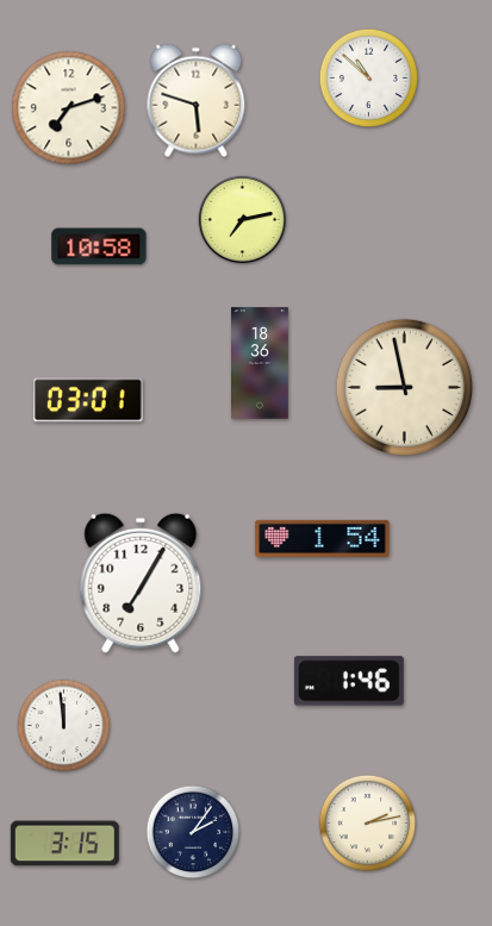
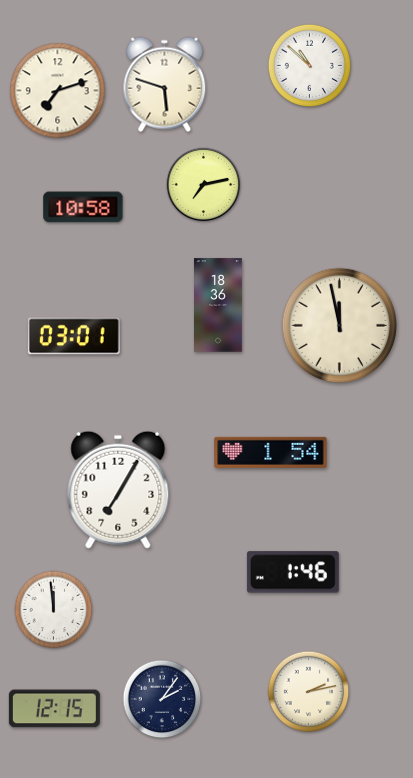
clock at (404, 387): 8:58 -> 11:58
clock at (64, 844): 3:15 -> 12:15
